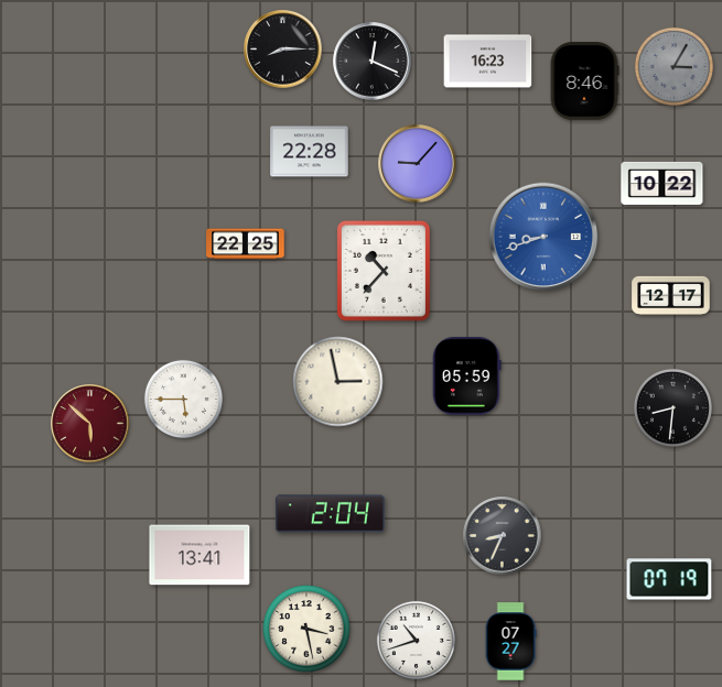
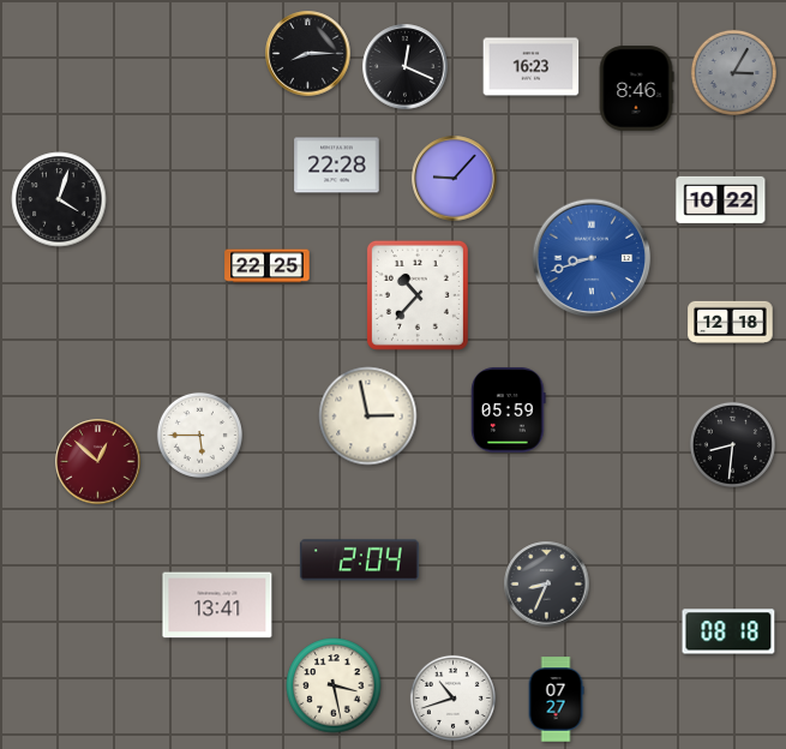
clock at (59, 199): none -> 4:03
clock at (671, 296): 12:17 -> 12:18
clock at (90, 424): 5:52 -> 12:52
clock at (669, 579): 07:19 -> 08:18
